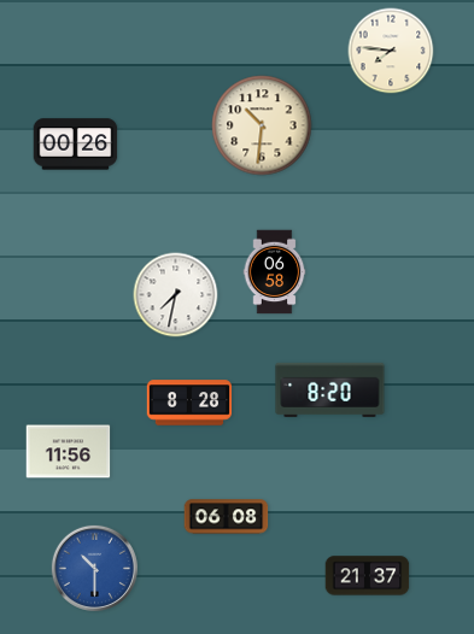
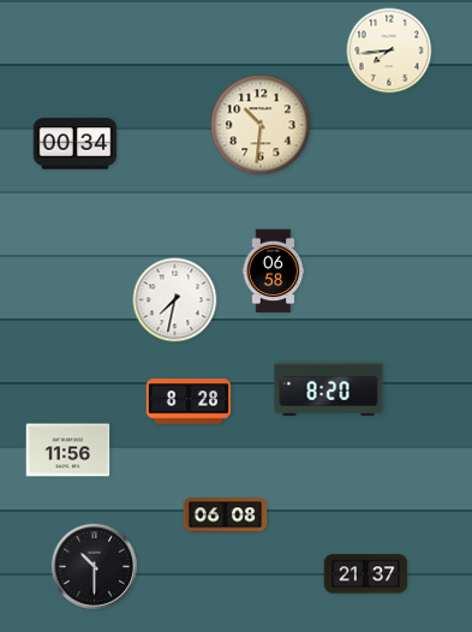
clock at (391, 51): 7:46 -> 7:44
clock at (76, 145): 00:26 -> 00:34
clock at (176, 295) position: (176, 295) -> (175, 300)
clock at (94, 568) dial: blue -> black
